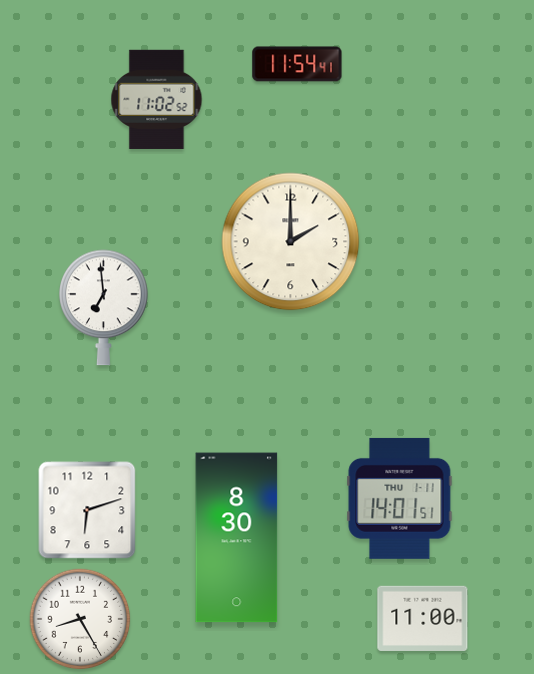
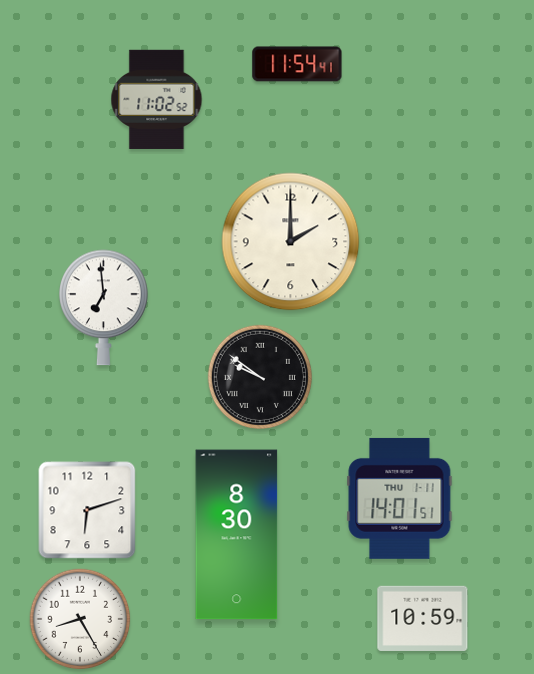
clock at (260, 377): none -> 9:51
clock at (237, 538) position: (237, 538) -> (237, 535)
clock at (423, 618): 11:00 -> 10:59
